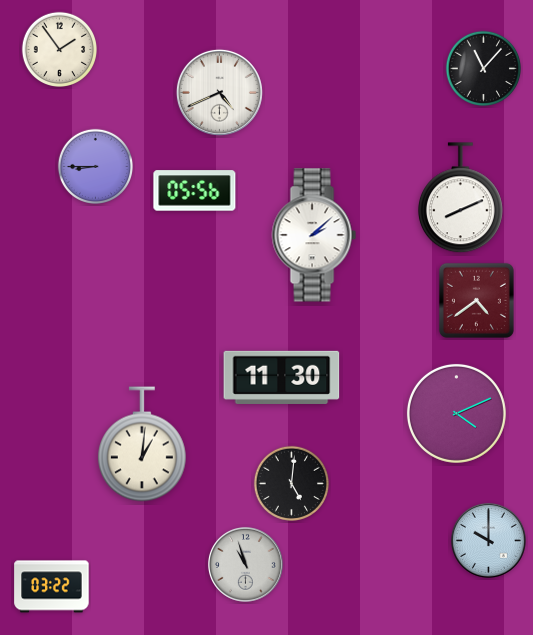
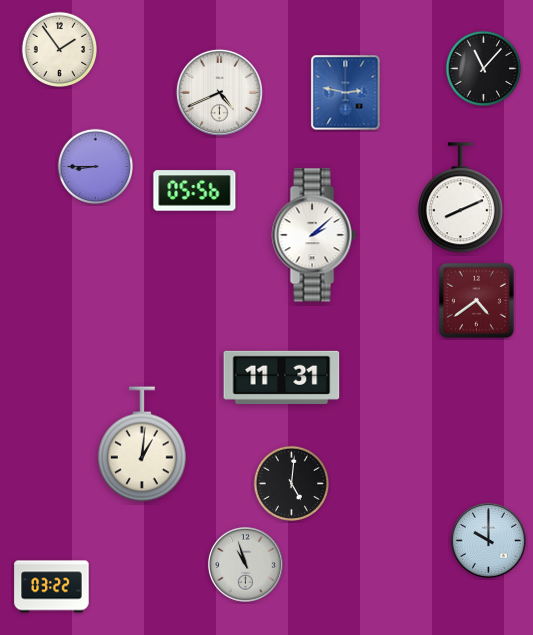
clock at (346, 93): none -> 2:47
clock at (282, 377): 11:30 -> 11:31
clock at (456, 413): 4:11 -> none
